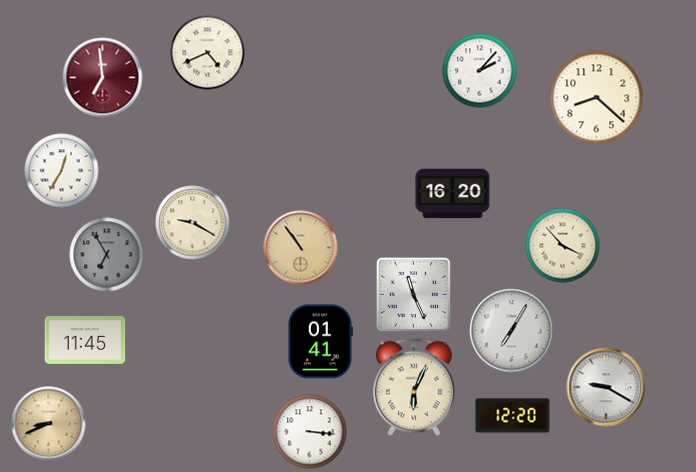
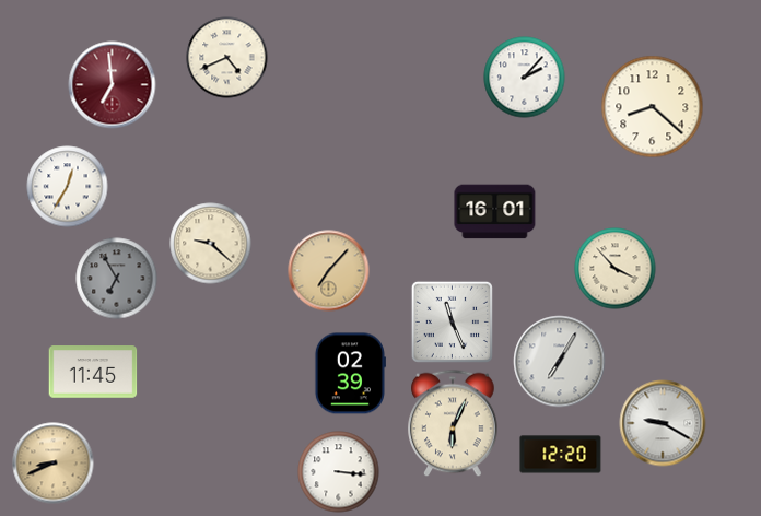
clock at (453, 194): 16:20 -> 16:01
clock at (193, 223): 9:20 -> 9:22
clock at (301, 248): 10:54 -> 7:07
clock at (320, 342): 01:41 -> 02:39
